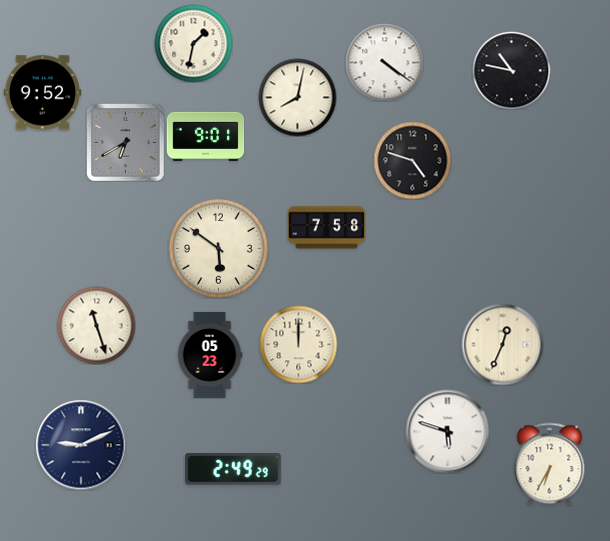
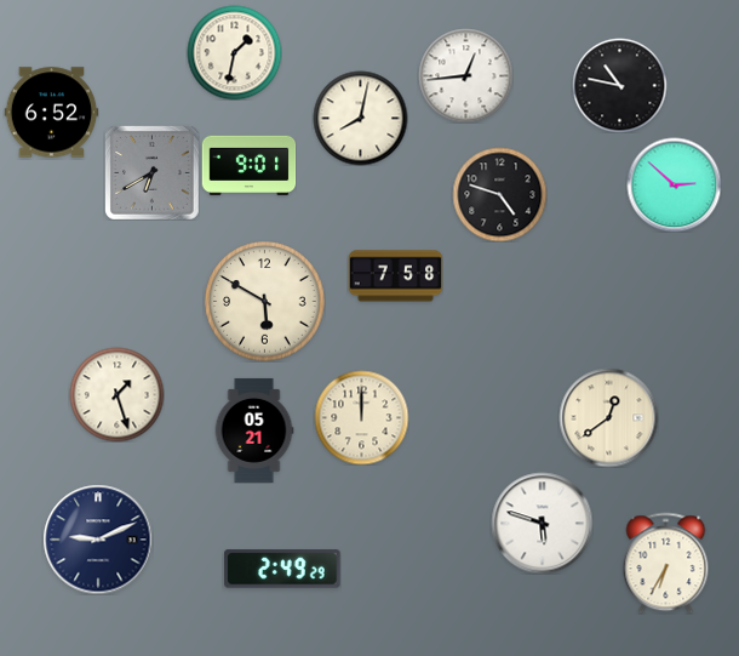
clock at (384, 62): 4:21 -> 12:44
clock at (42, 93): 9:52 -> 6:52
clock at (674, 184): none -> 2:52
clock at (219, 249): 5:51 -> 5:50
clock at (96, 325): 11:27 -> 1:27
clock at (502, 344): 12:34 -> 12:39
clock at (210, 355): 05:23 -> 05:21
